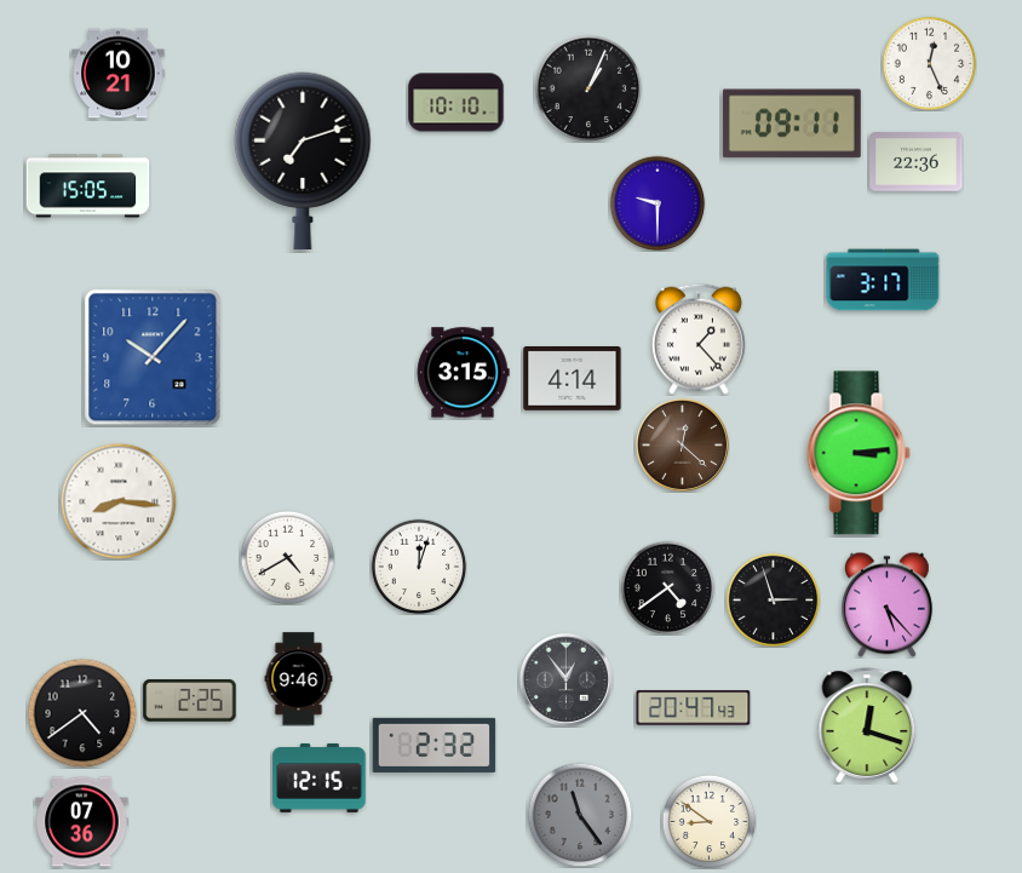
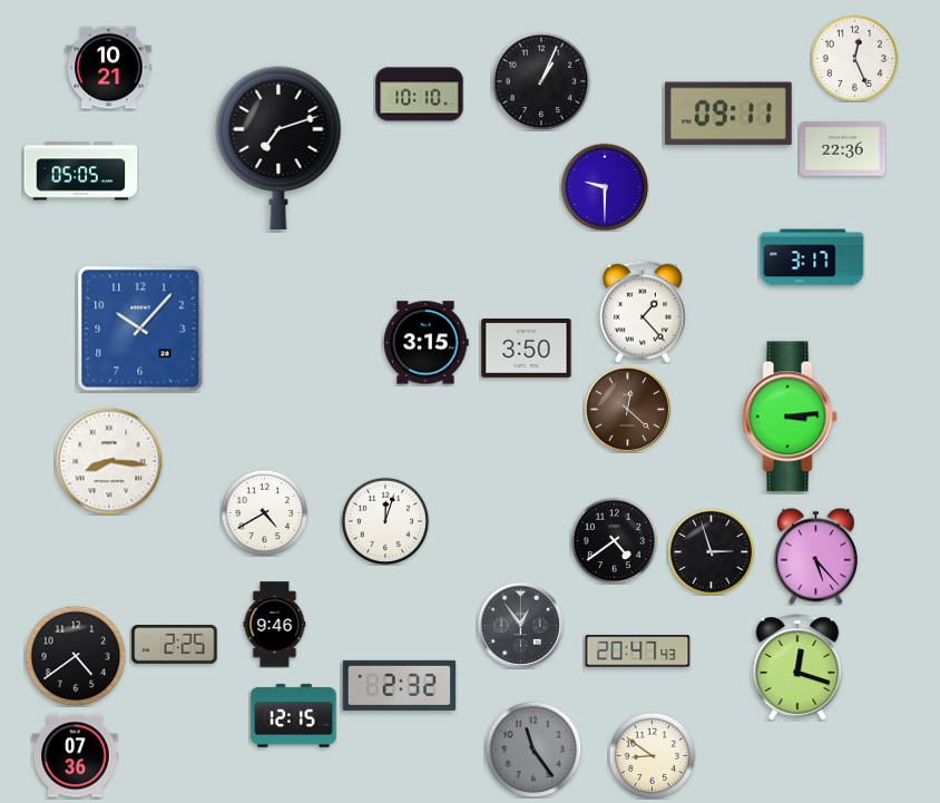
clock at (88, 186): 15:05 -> 05:05
clock at (573, 379): 4:14 -> 3:50
